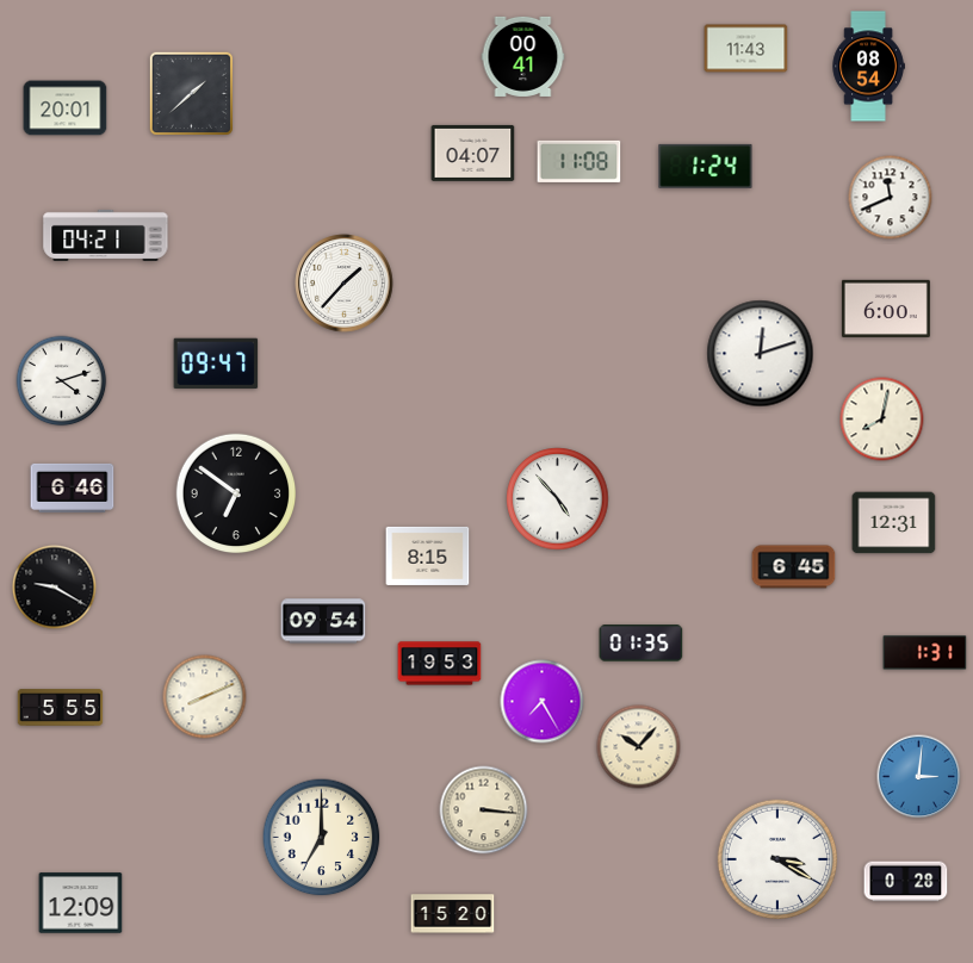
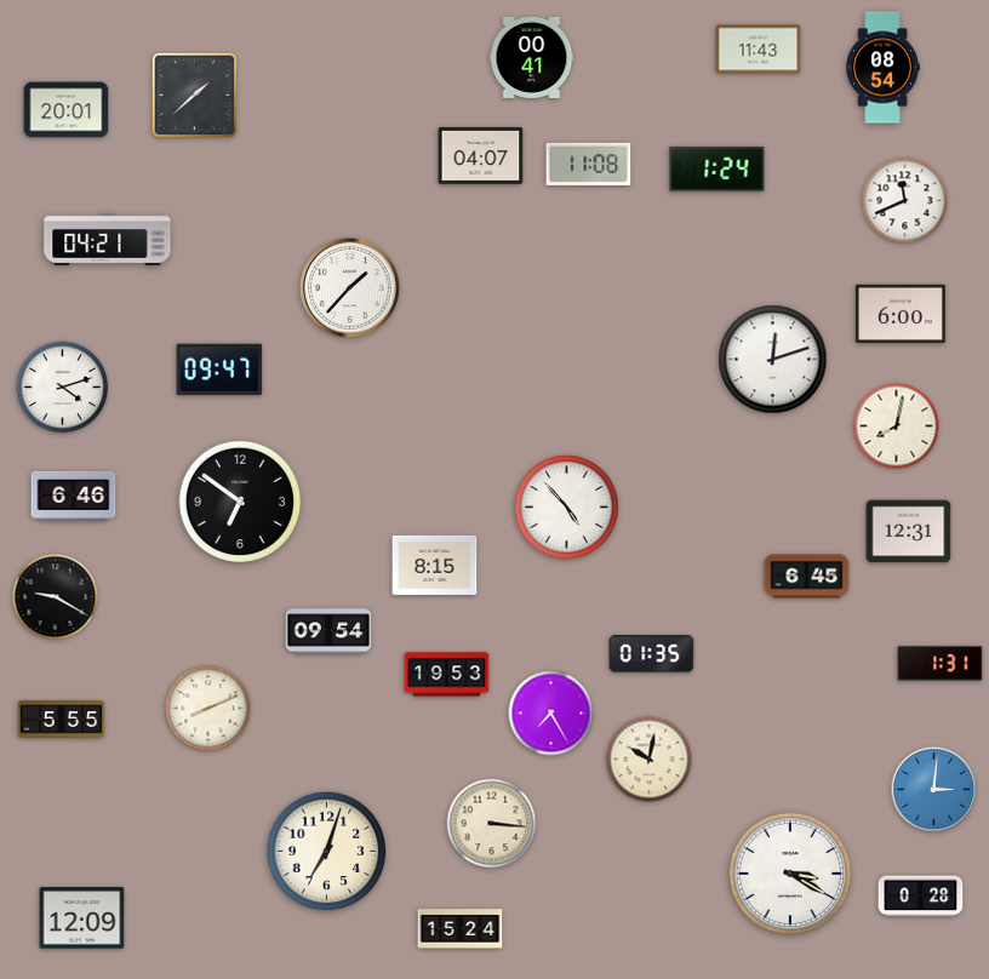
clock at (639, 747): 10:07 -> 10:02
clock at (322, 838): 7:00 -> 7:03
clock at (453, 914): 15:20 -> 15:24
